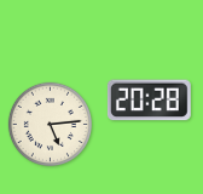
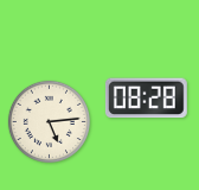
clock at (149, 101): 20:28 -> 08:28
